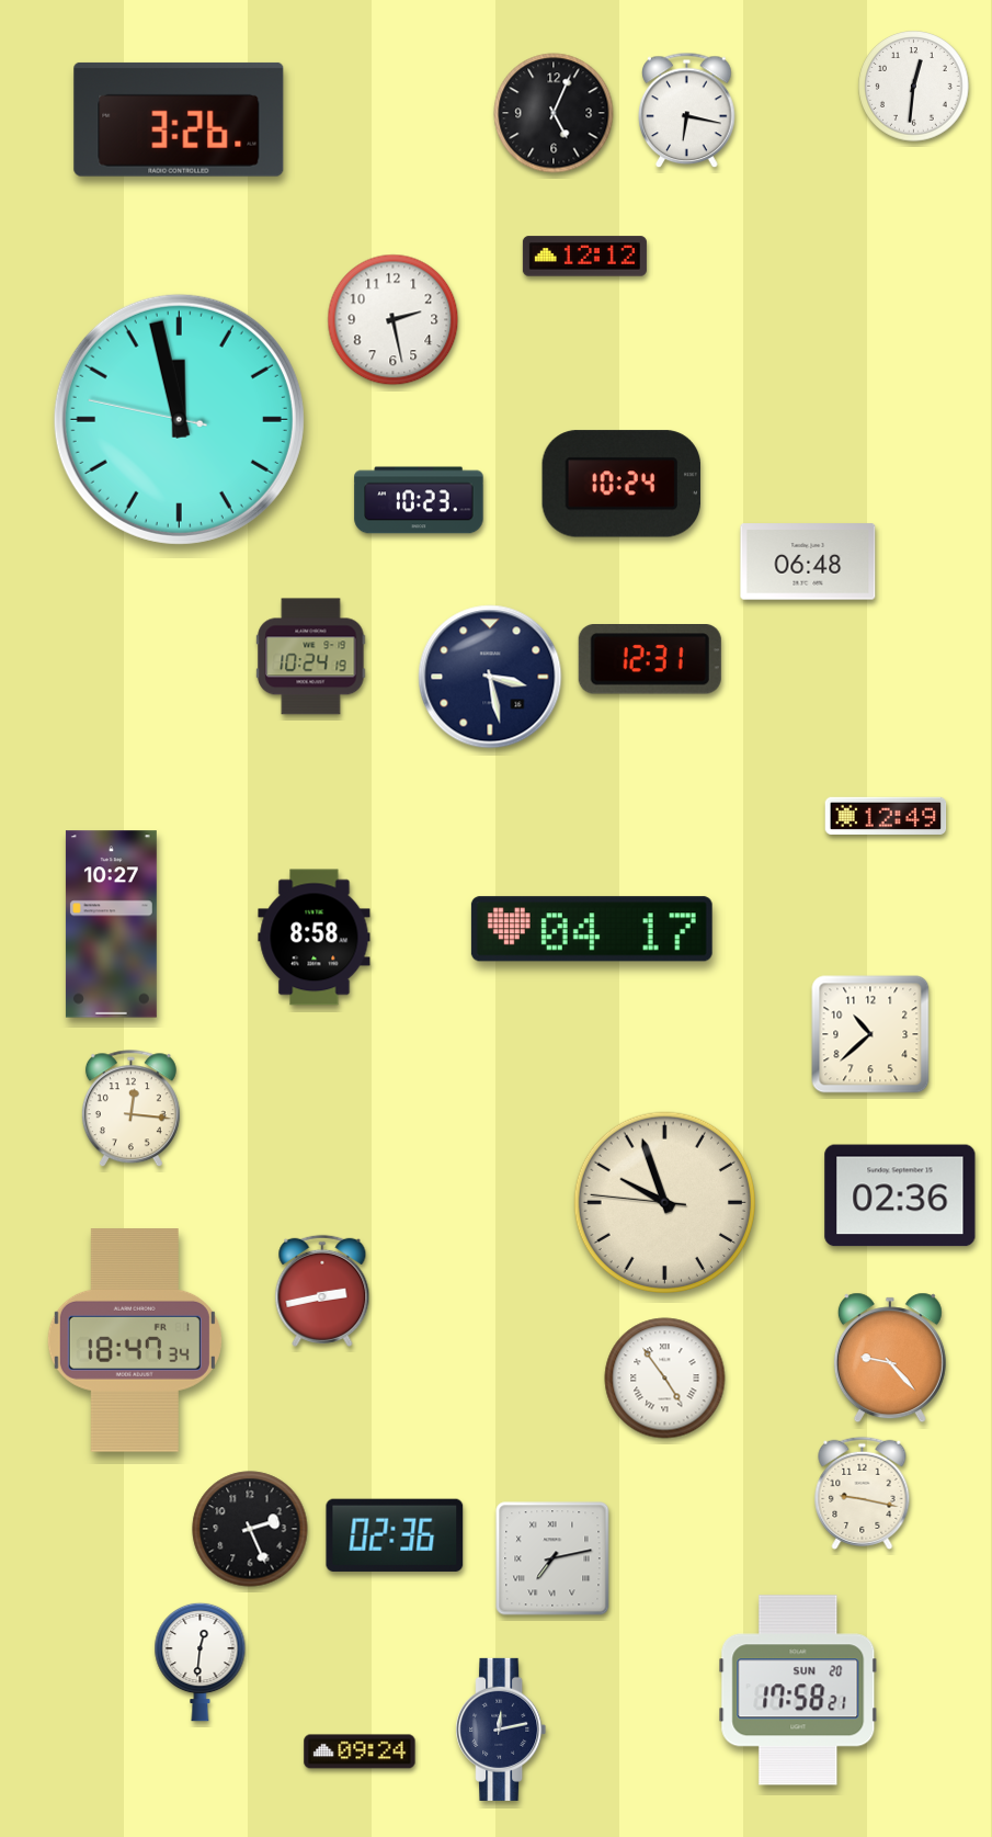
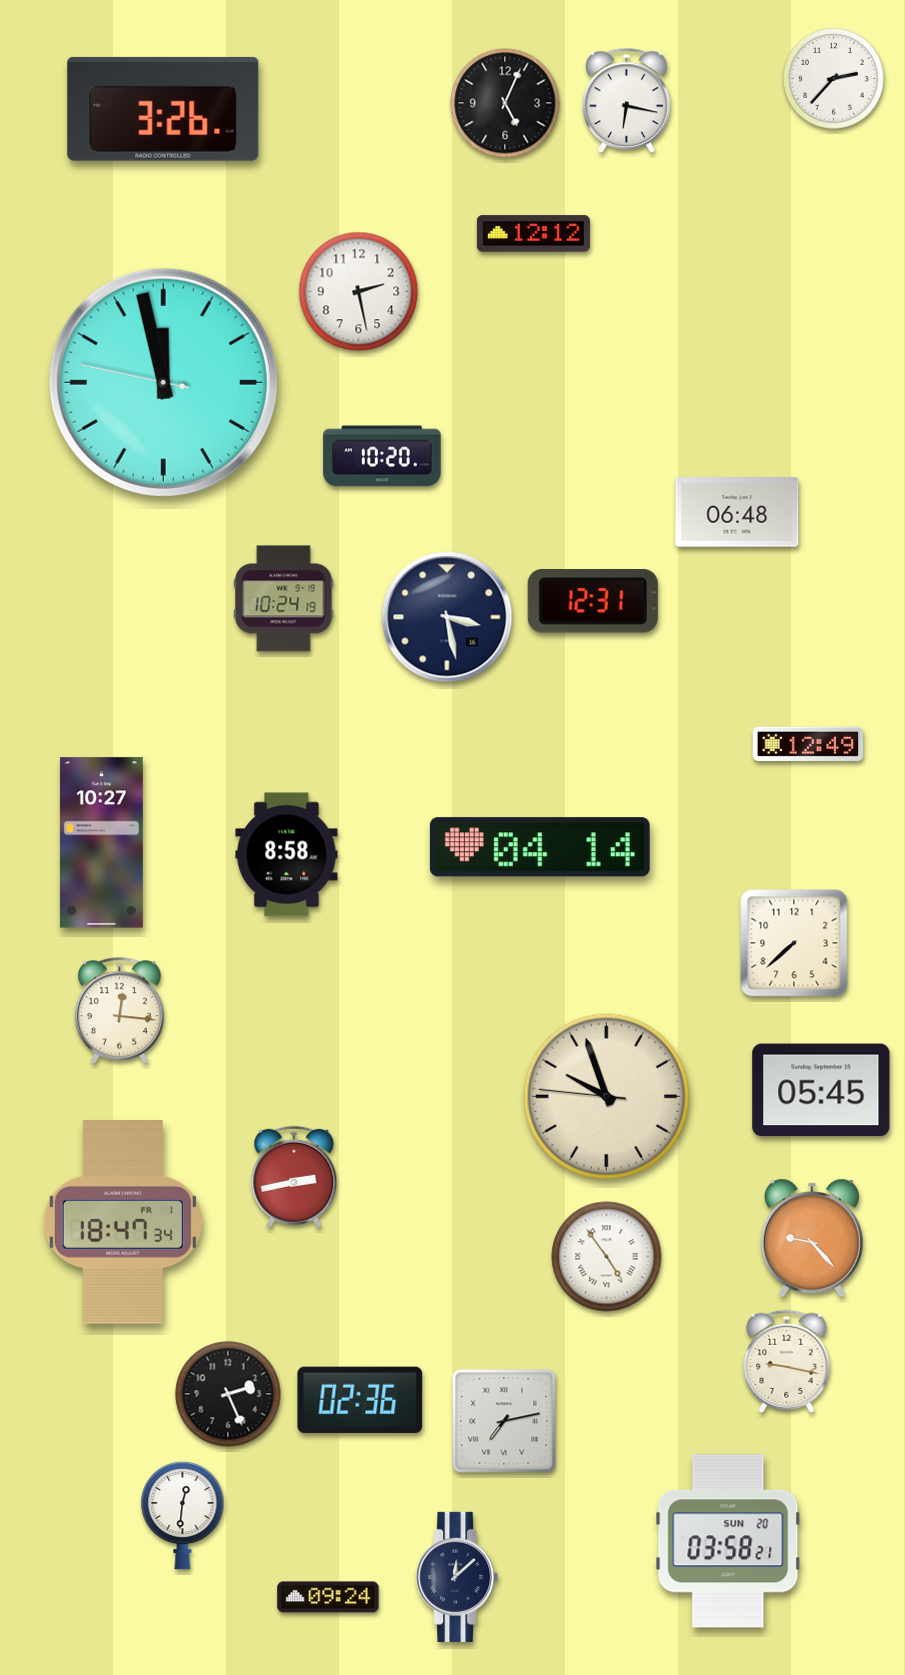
clock at (914, 87): 12:31 -> 2:37
clock at (620, 484): 10:24 -> none
clock at (419, 500): 10:23 -> 10:20
clock at (592, 929): 04:17 -> 04:14
clock at (870, 1034): 10:38 -> 7:38
clock at (900, 1195): 02:36 -> 05:45
clock at (798, 1690): 17:58 -> 03:58
clock at (501, 1730): 12:13 -> 12:08
